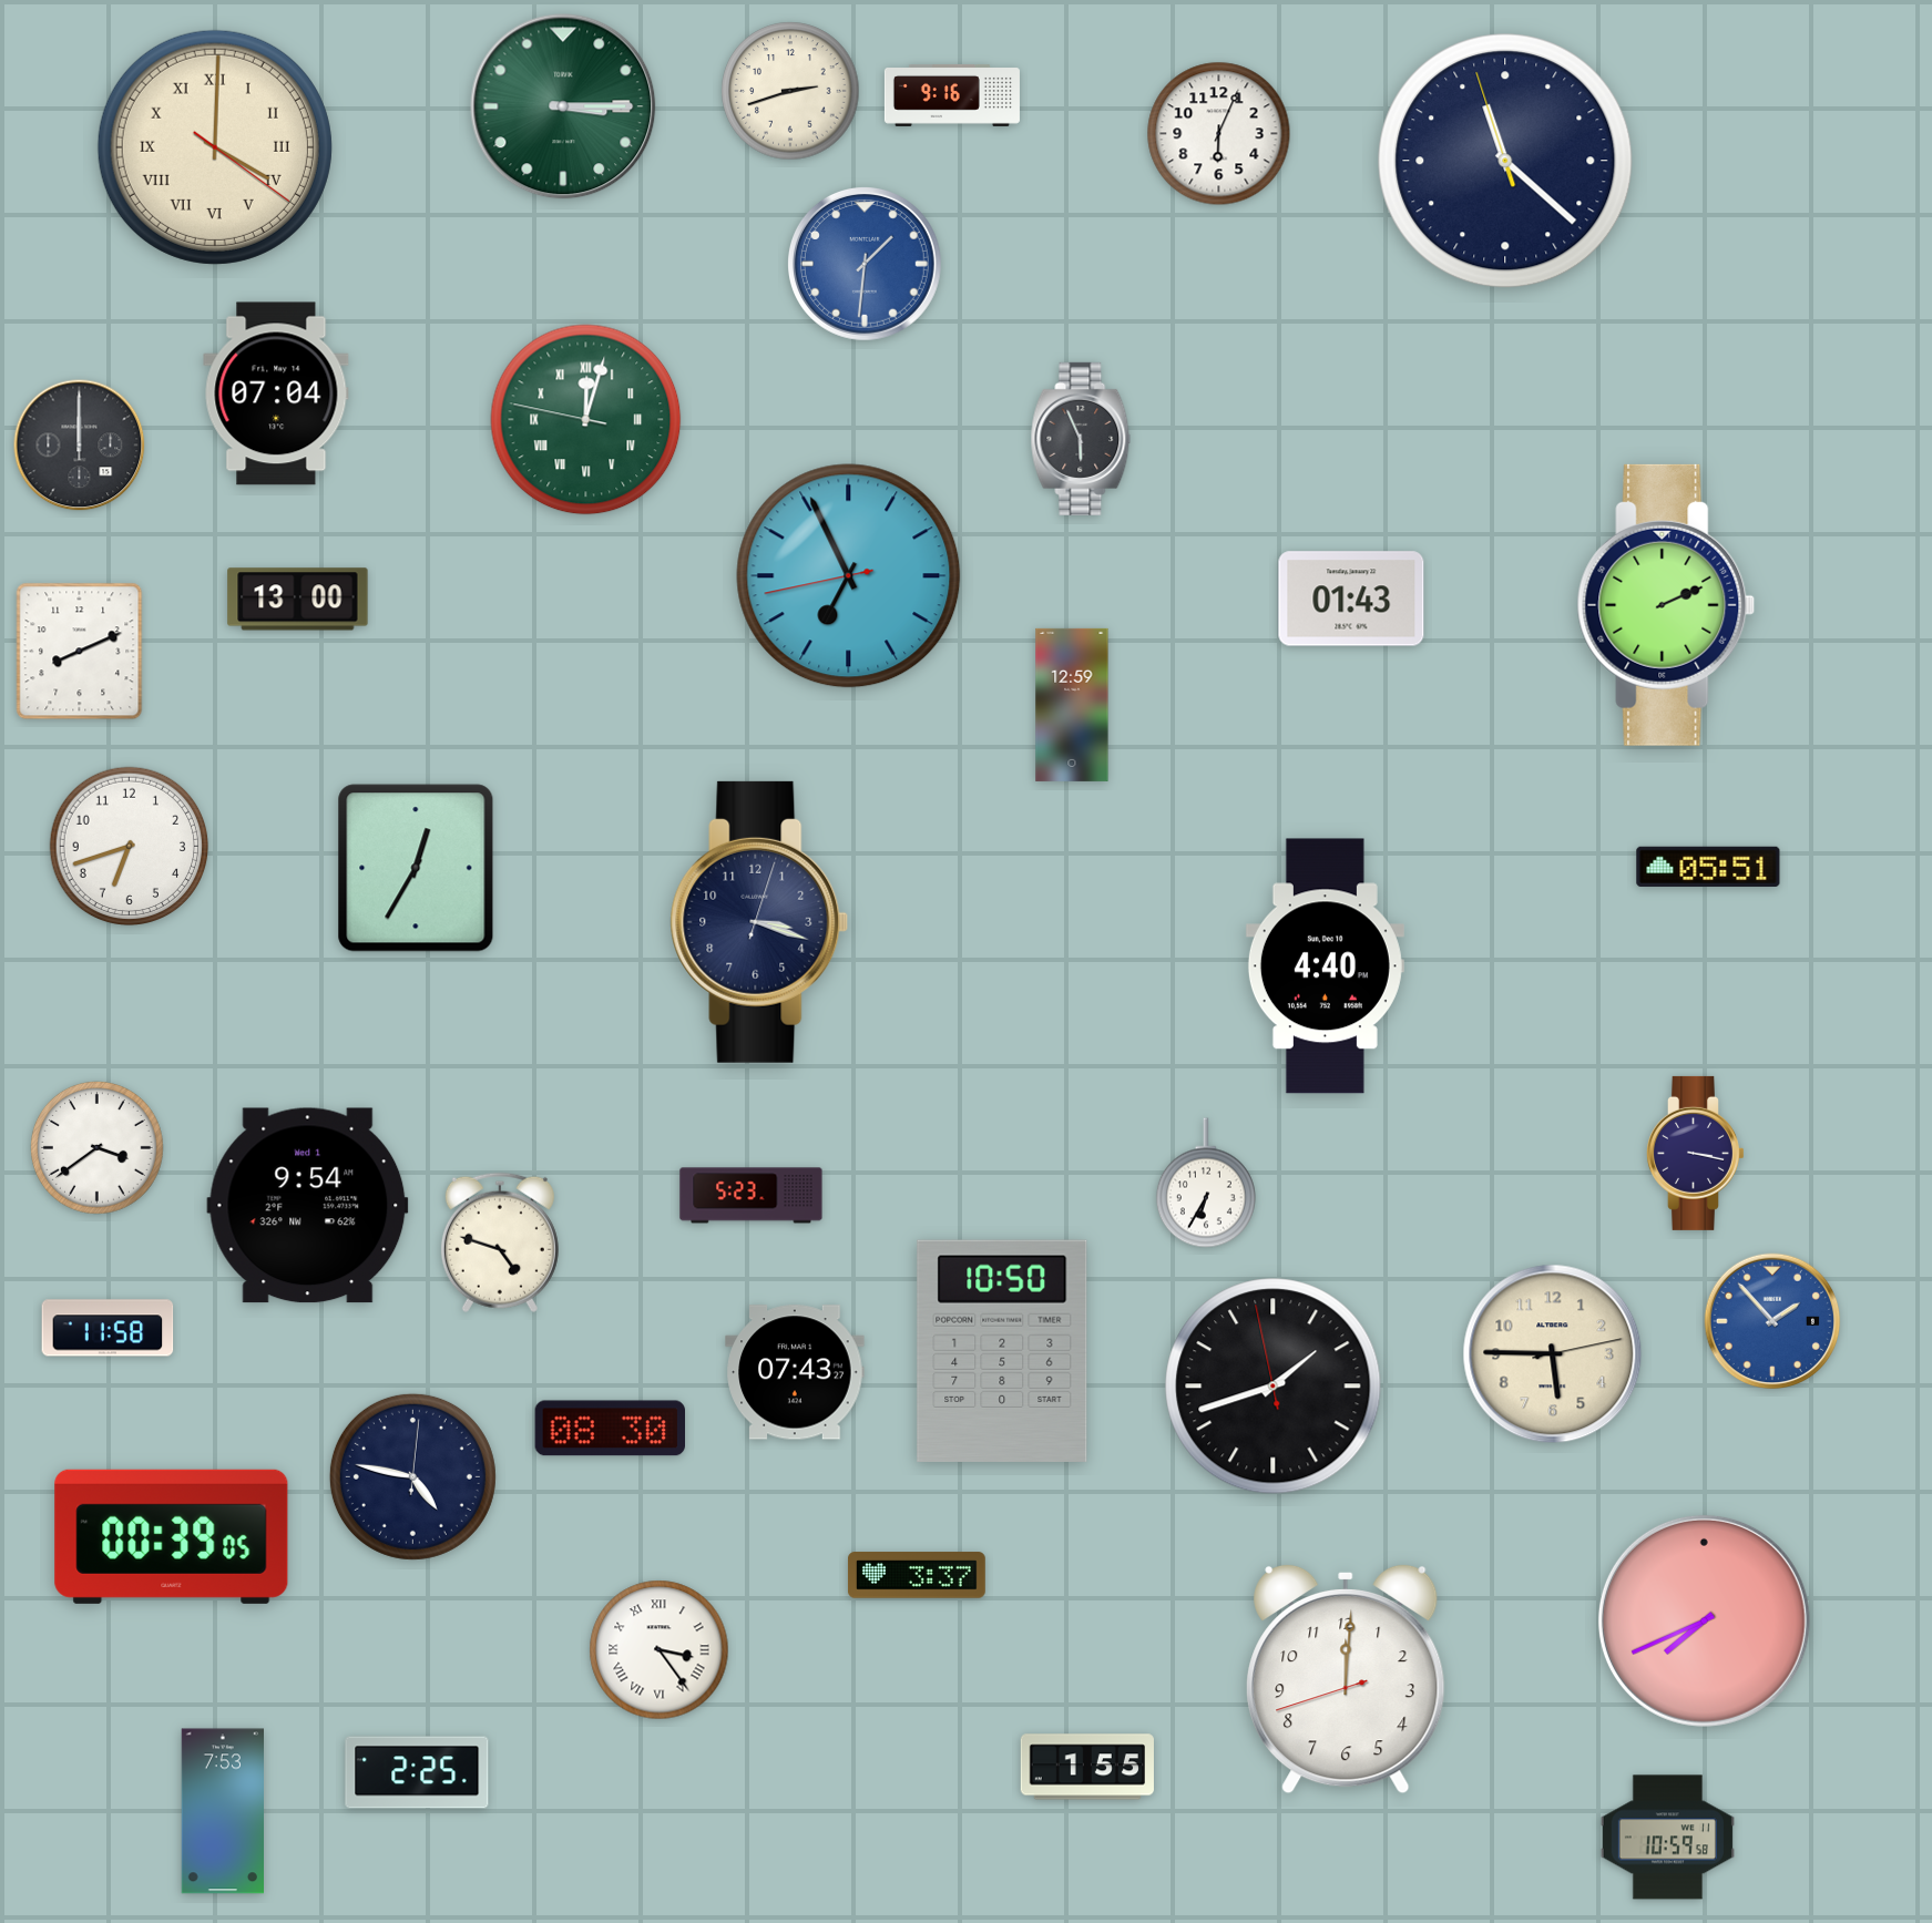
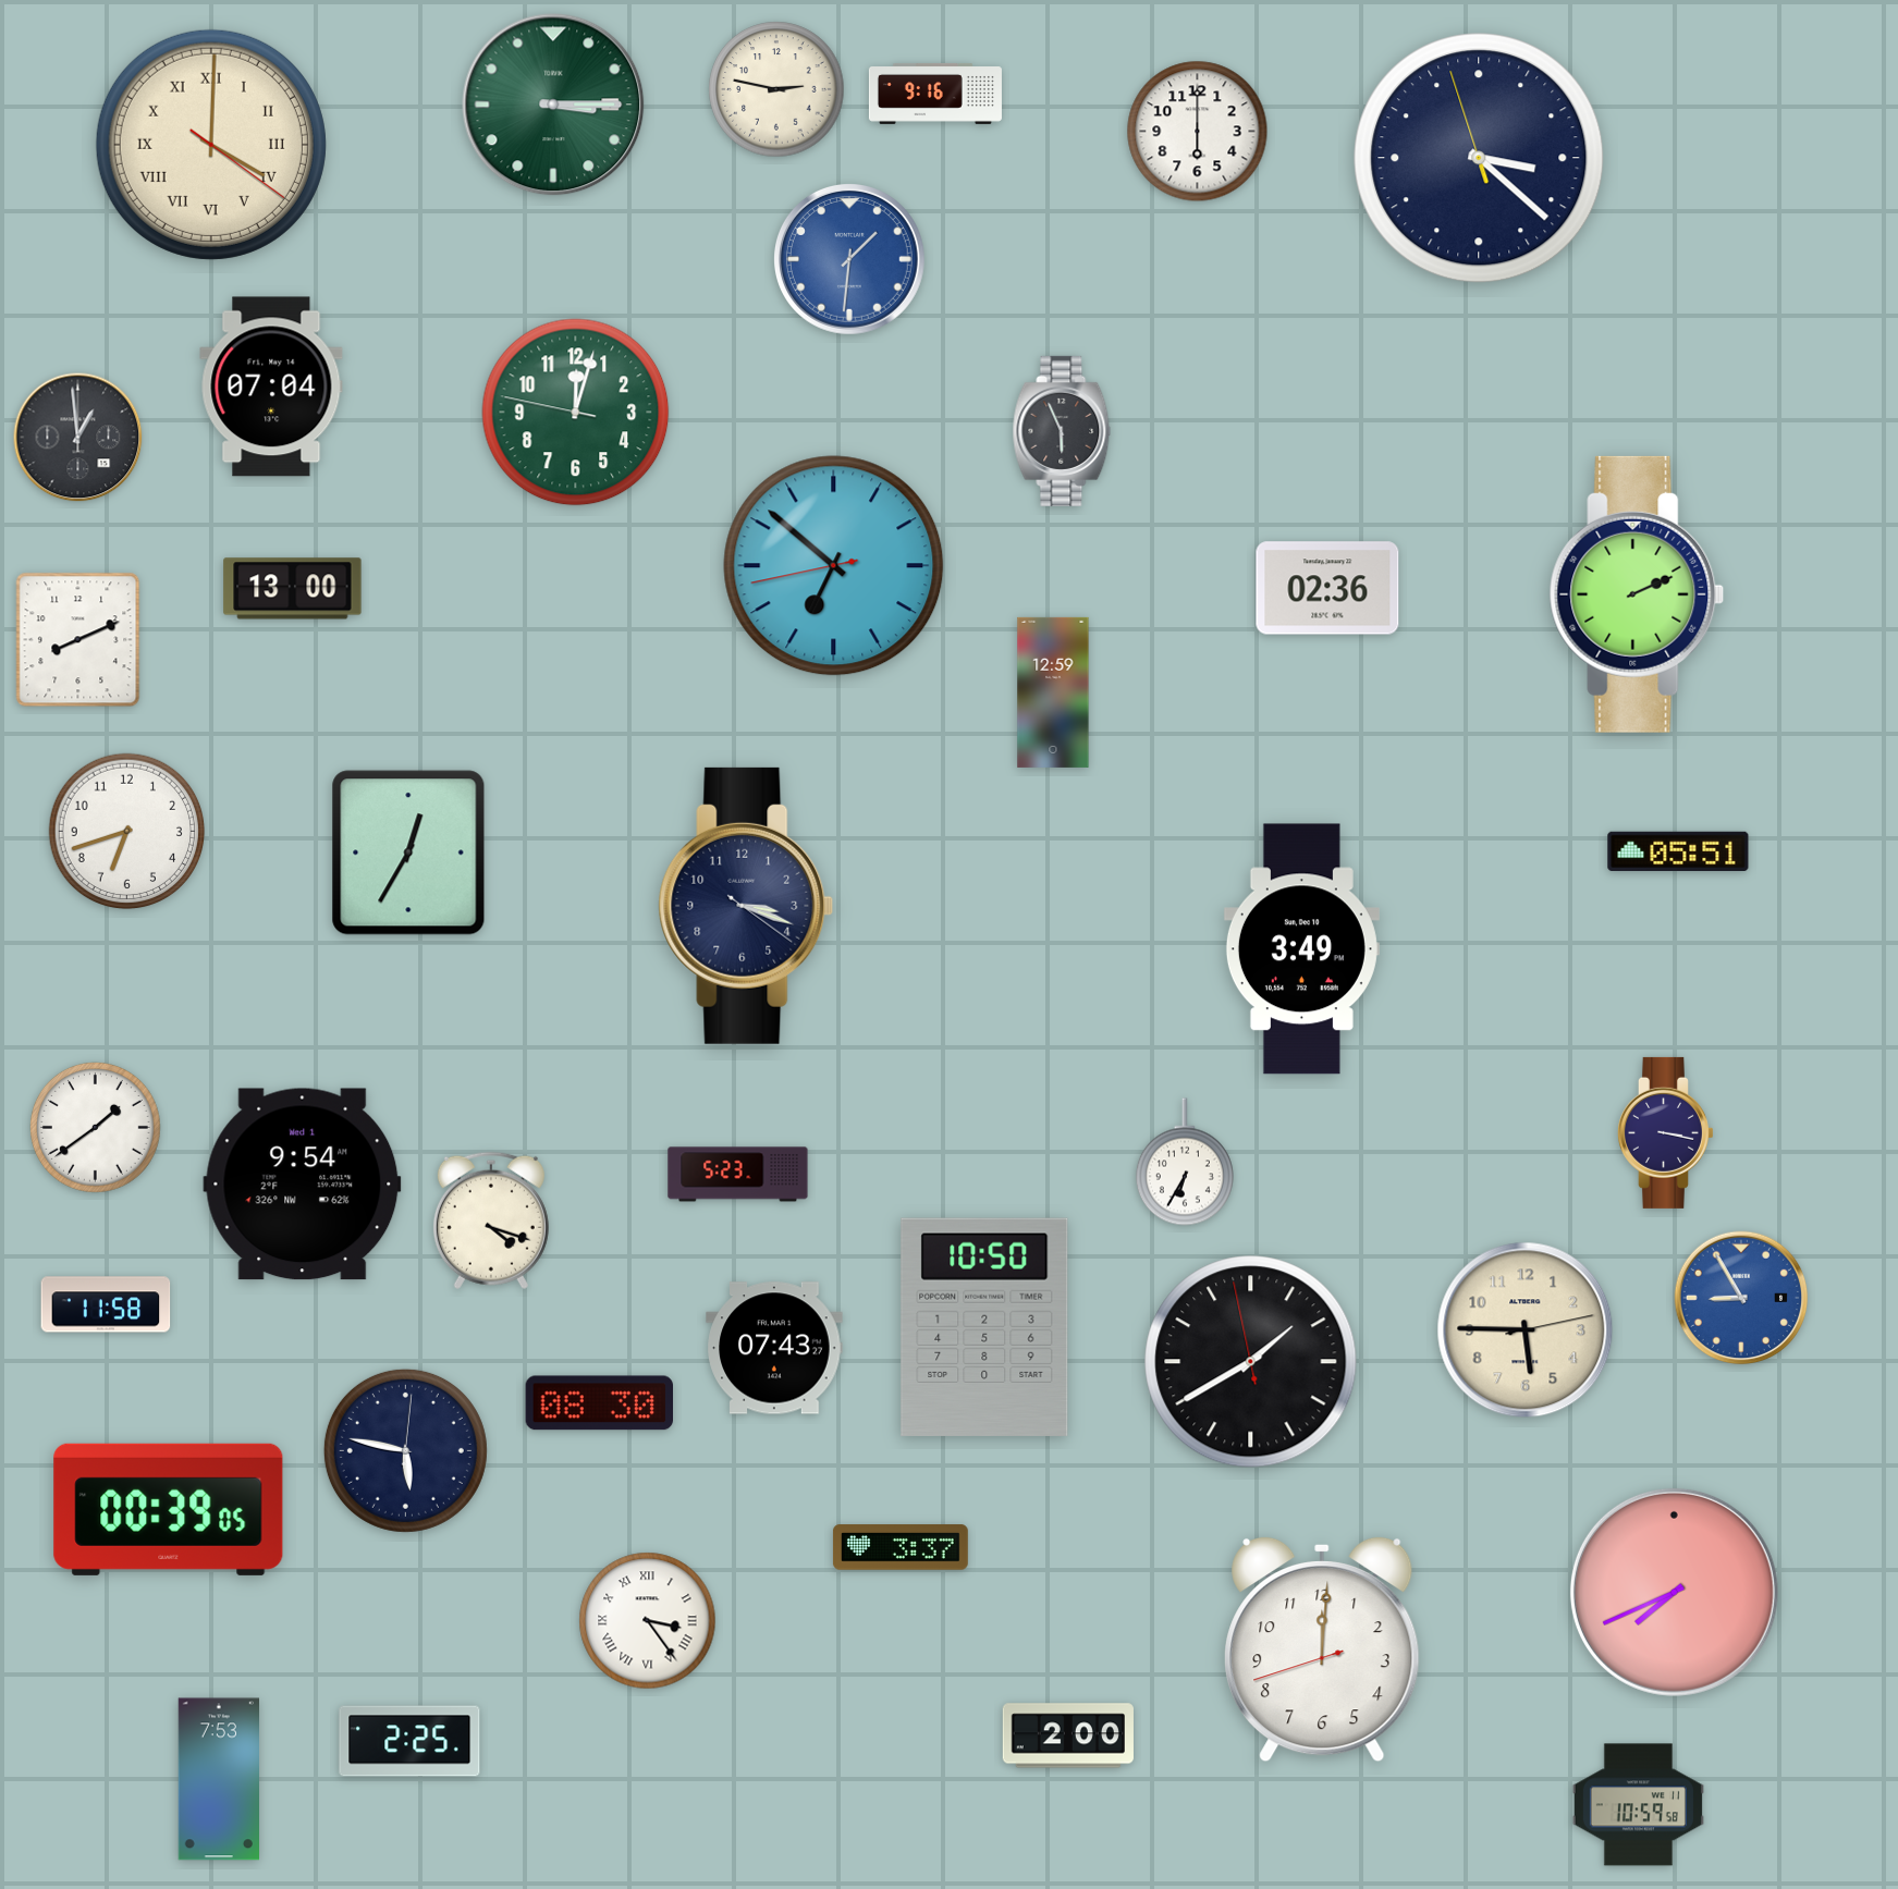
clock at (790, 91): 2:42 -> 2:47
clock at (1219, 134): 6:04 -> 6:00
clock at (1505, 161): 11:21 -> 3:21
clock at (586, 420) numerals: Roman -> Arabic
clock at (80, 446): 12:00 -> 12:59
clock at (849, 576): 6:55 -> 6:51
clock at (1351, 599): 01:43 -> 02:36
clock at (759, 922): 3:18:03 -> 3:18:21
clock at (1325, 966): 4:40 -> 3:49
clock at (98, 1148): 3:39 -> 1:39
clock at (500, 1242): 4:48 -> 4:18
clock at (1772, 1321): 1:53 -> 8:55
clock at (795, 1372) position: (795, 1372) -> (774, 1348)
clock at (1274, 1387): 1:41 -> 1:39
clock at (412, 1476): 4:47 -> 5:47
clock at (1087, 1767): 1:55 -> 2:00
